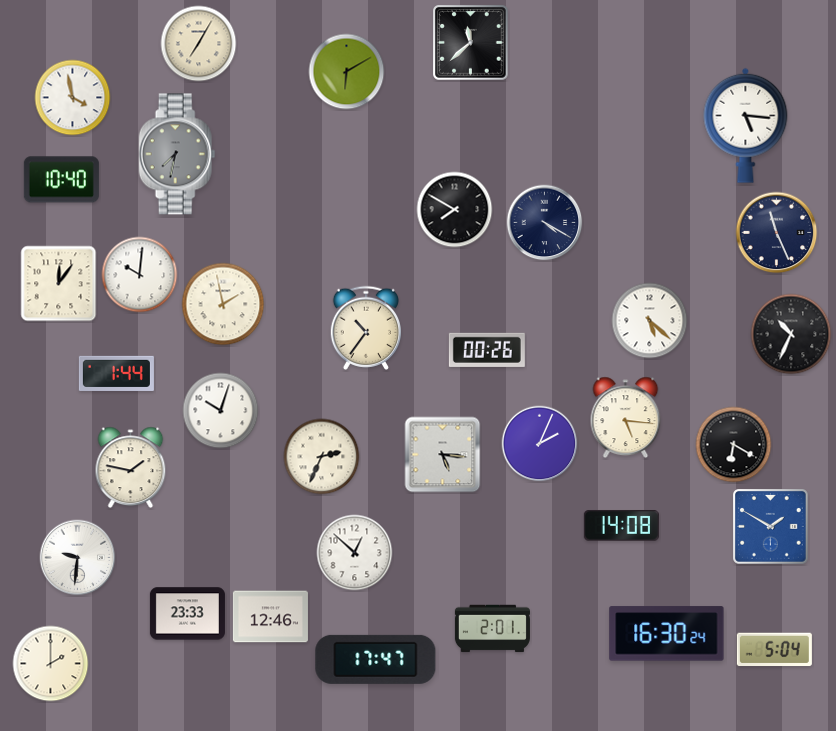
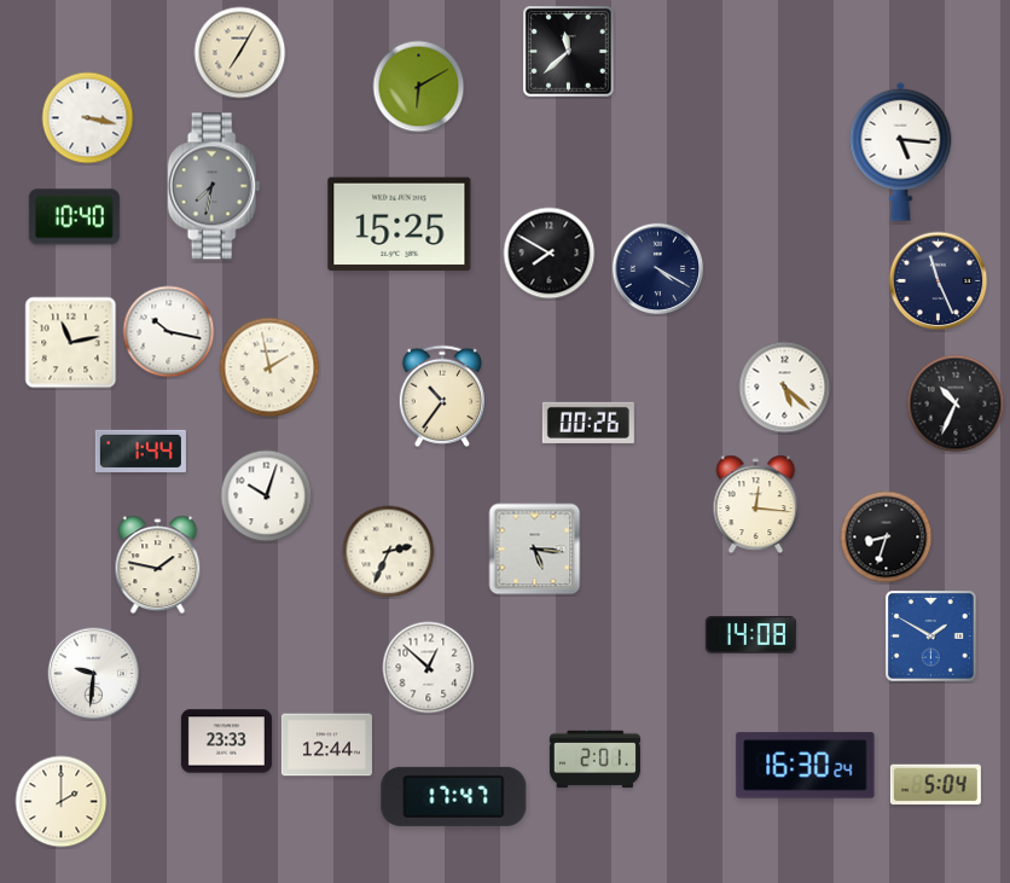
clock at (73, 98): 3:58 -> 3:17
clock at (400, 225): none -> 15:25
clock at (140, 275): 10:01 -> 10:17
clock at (59, 284): 12:06 -> 11:13
clock at (626, 418): 5:16 -> 12:16
clock at (540, 444): 2:04 -> none
clock at (734, 445): 6:20 -> 8:33
clock at (270, 617): 12:46 -> 12:44
